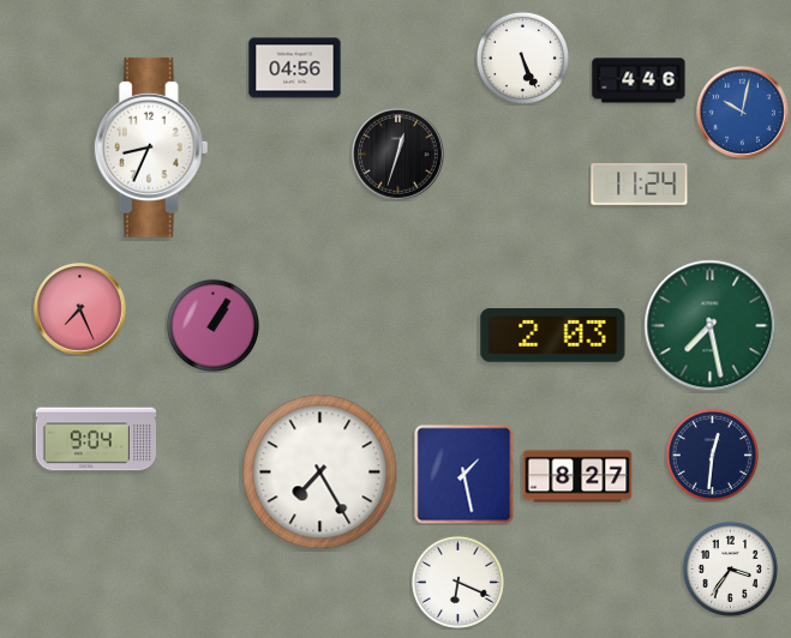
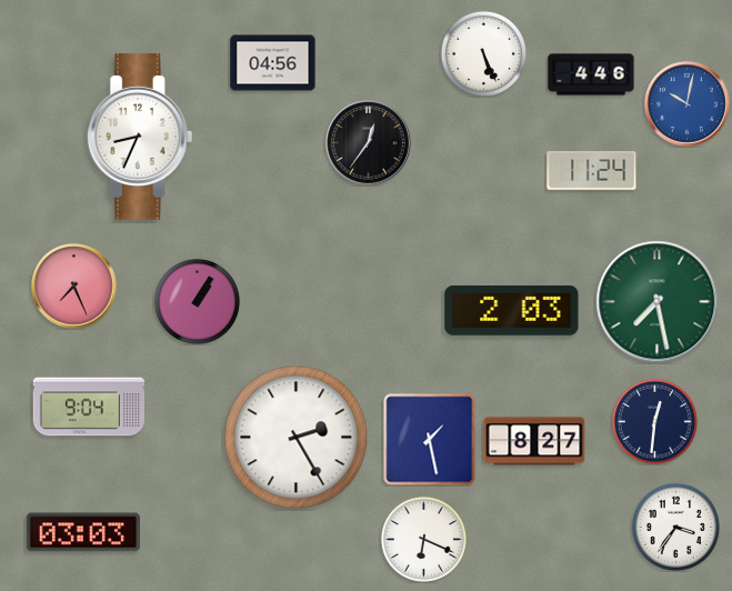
clock at (399, 155): 12:33 -> 12:36
clock at (712, 455) position: (712, 455) -> (654, 421)
clock at (320, 473): 7:25 -> 2:25
clock at (83, 532): none -> 03:03
